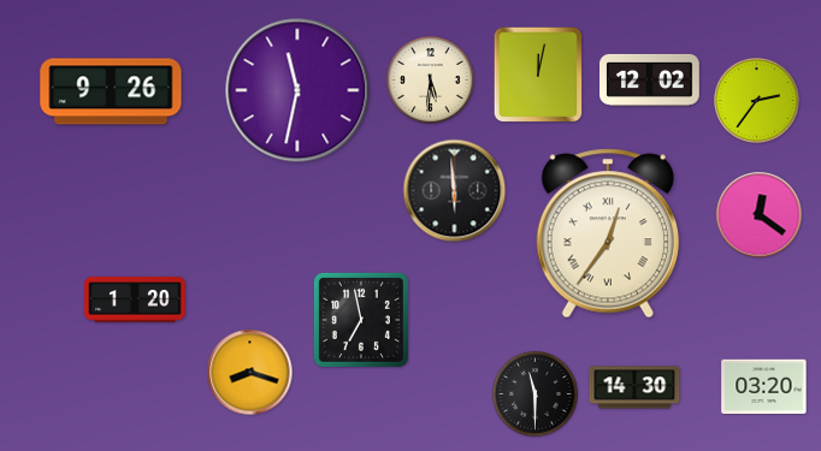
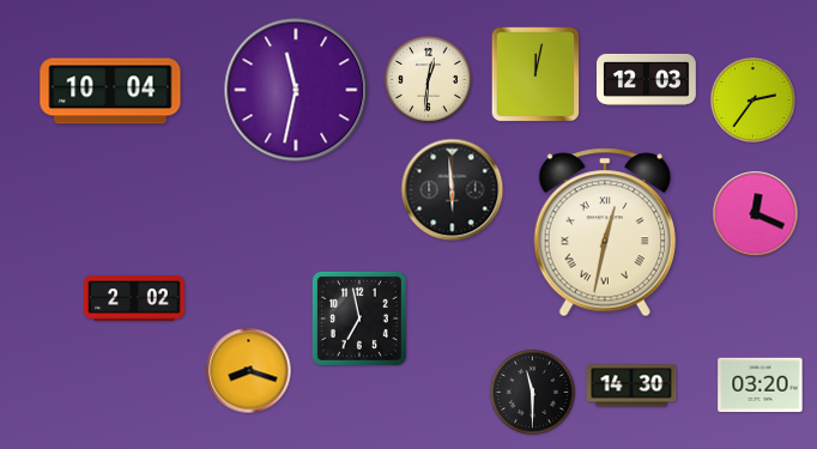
clock at (650, 79): 12:02 -> 12:03
clock at (431, 81): 5:31 -> 12:31
clock at (111, 91): 9:26 -> 10:04
clock at (760, 215): 12:21 -> 12:19
clock at (608, 233): 12:36 -> 12:32
clock at (135, 299): 1:20 -> 2:02
